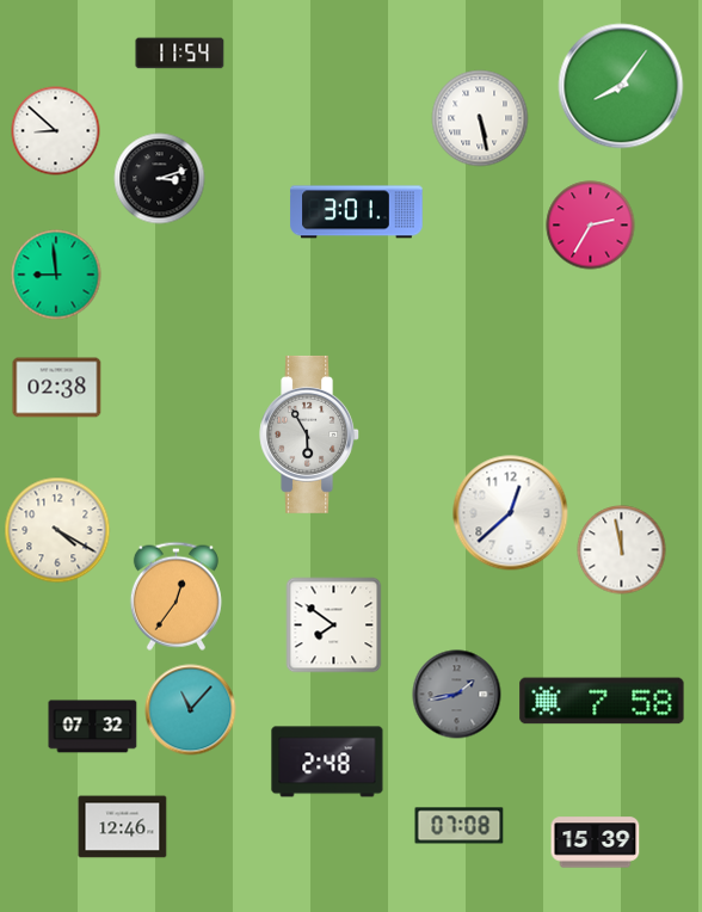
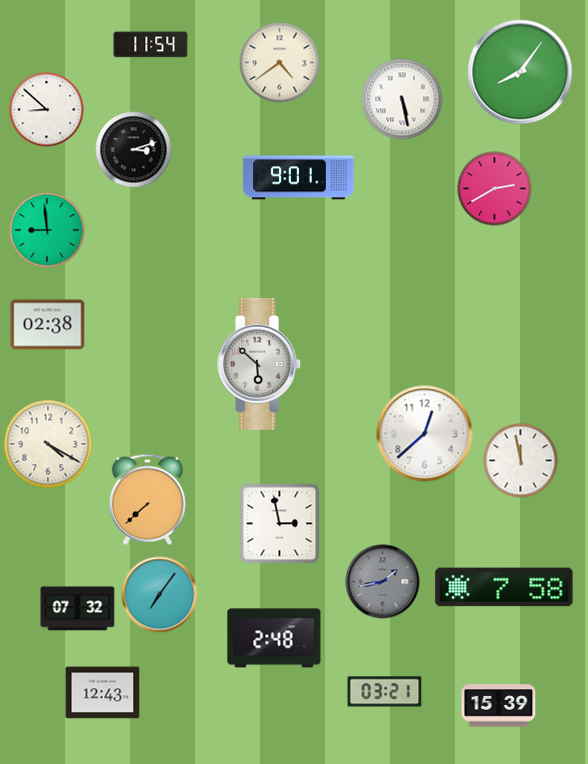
clock at (280, 63): none -> 4:39
clock at (357, 212): 3:01 -> 9:01
clock at (591, 226): 2:35 -> 2:40
clock at (310, 435): 5:55 -> 5:52
clock at (511, 513) position: (511, 513) -> (425, 434)
clock at (176, 596): 12:36 -> 7:38
clock at (334, 626): 7:51 -> 2:58
clock at (191, 710): 11:07 -> 7:06
clock at (460, 826): 07:08 -> 03:21
clock at (123, 827): 12:46 -> 12:43
